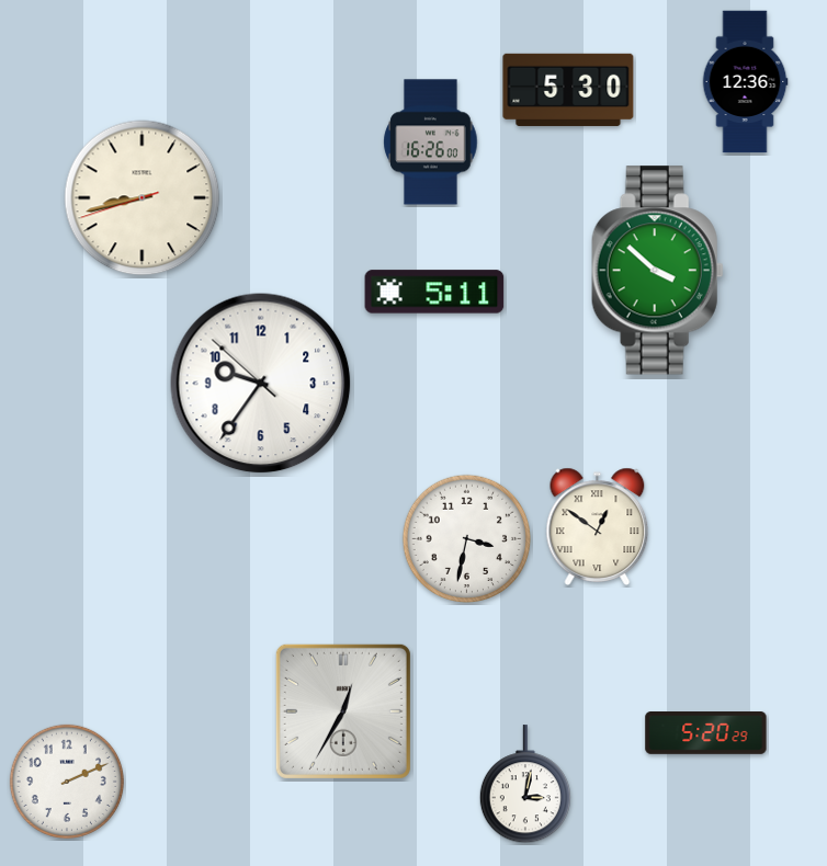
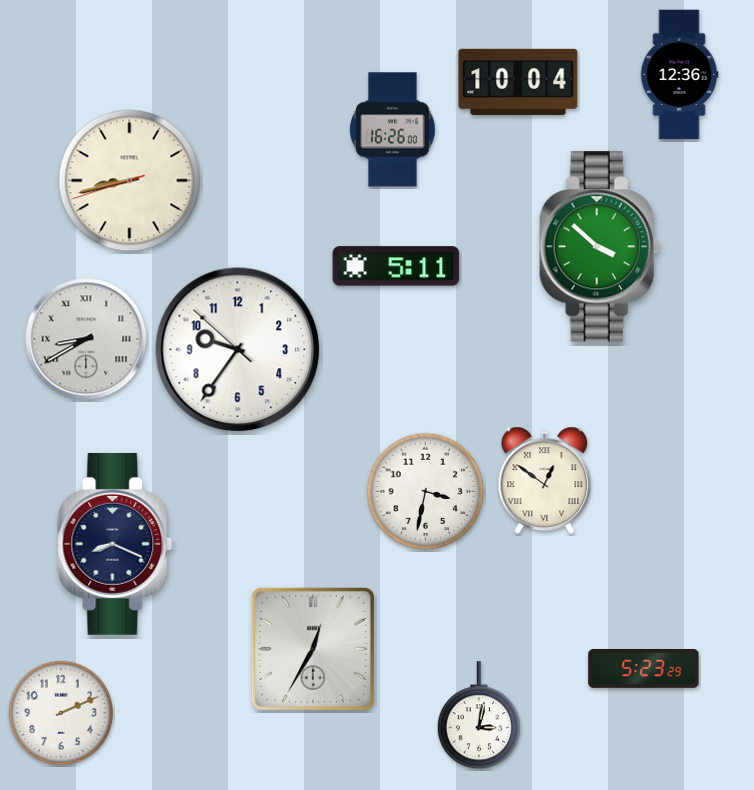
clock at (568, 90): 5:30 -> 10:04
clock at (86, 339): none -> 8:40
clock at (115, 544): none -> 8:19
clock at (706, 733): 5:20 -> 5:23
